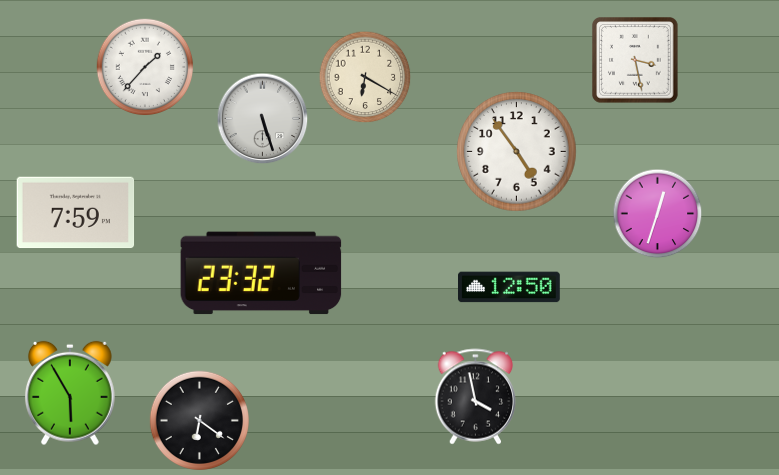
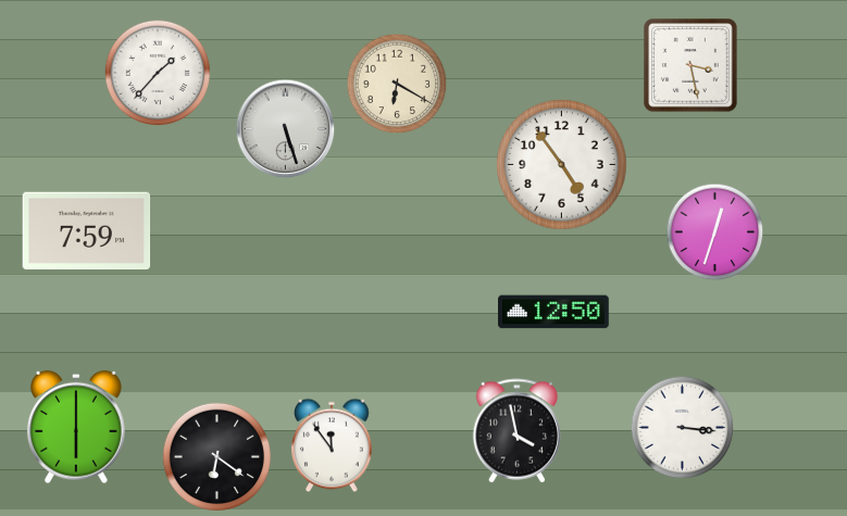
clock at (76, 213) position: (76, 213) -> (87, 231)
clock at (261, 273): 23:32 -> none
clock at (70, 393): 5:55 -> 6:00
clock at (683, 428): none -> 3:16
clock at (333, 445): none -> 11:54
